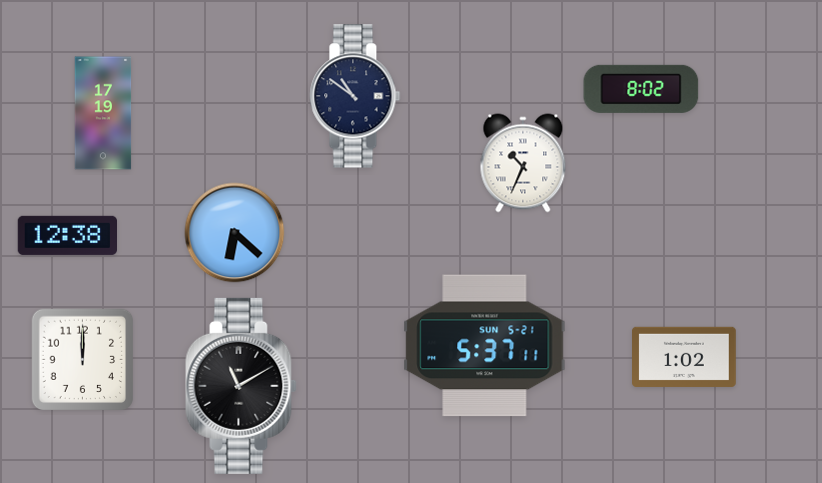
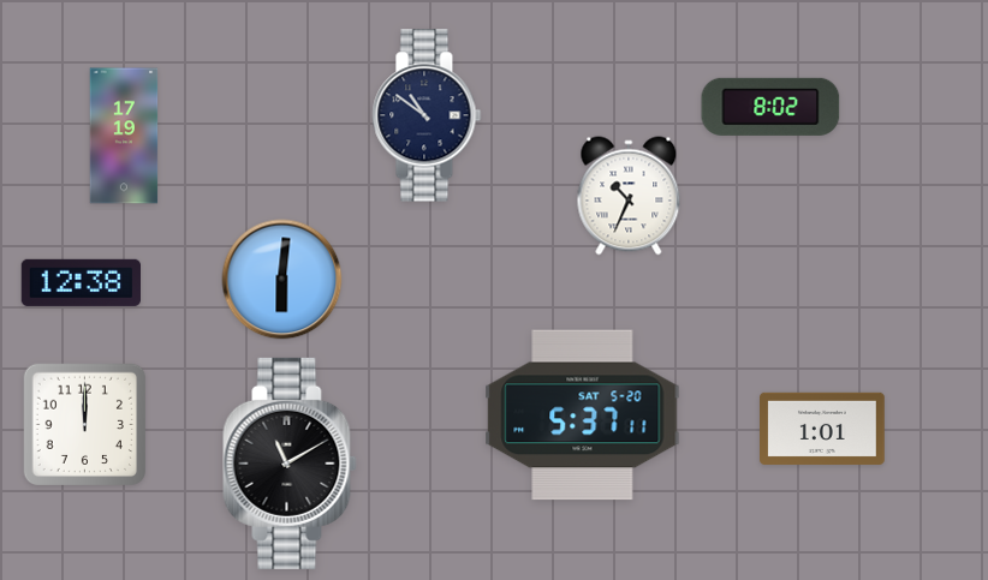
clock at (235, 233): 6:22 -> 6:01
clock at (485, 346) date: SUN 5-21 -> SAT 5-20
clock at (685, 357): 1:02 -> 1:01
clock at (82, 359) position: (82, 359) -> (84, 424)
